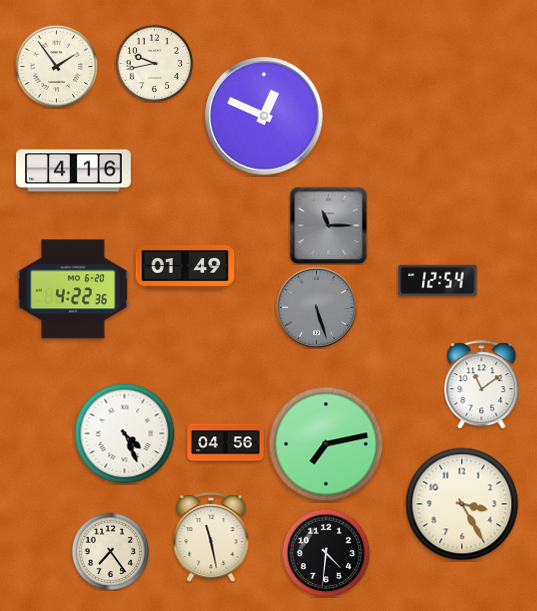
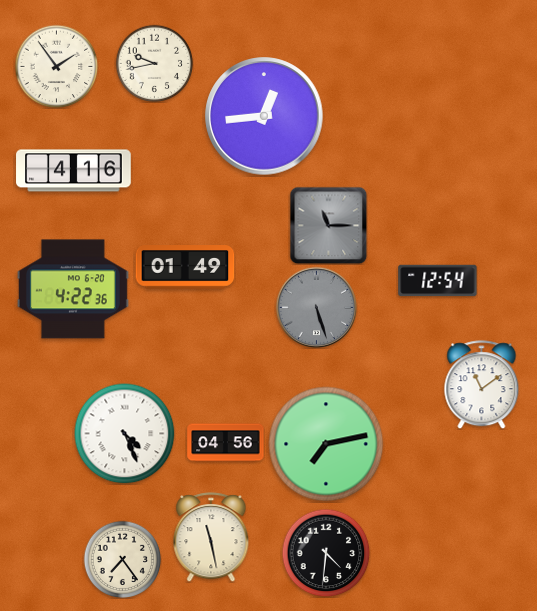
clock at (264, 116): 12:49 -> 12:44
clock at (462, 504): 3:25 -> none
clock at (110, 551) position: (110, 551) -> (122, 559)
